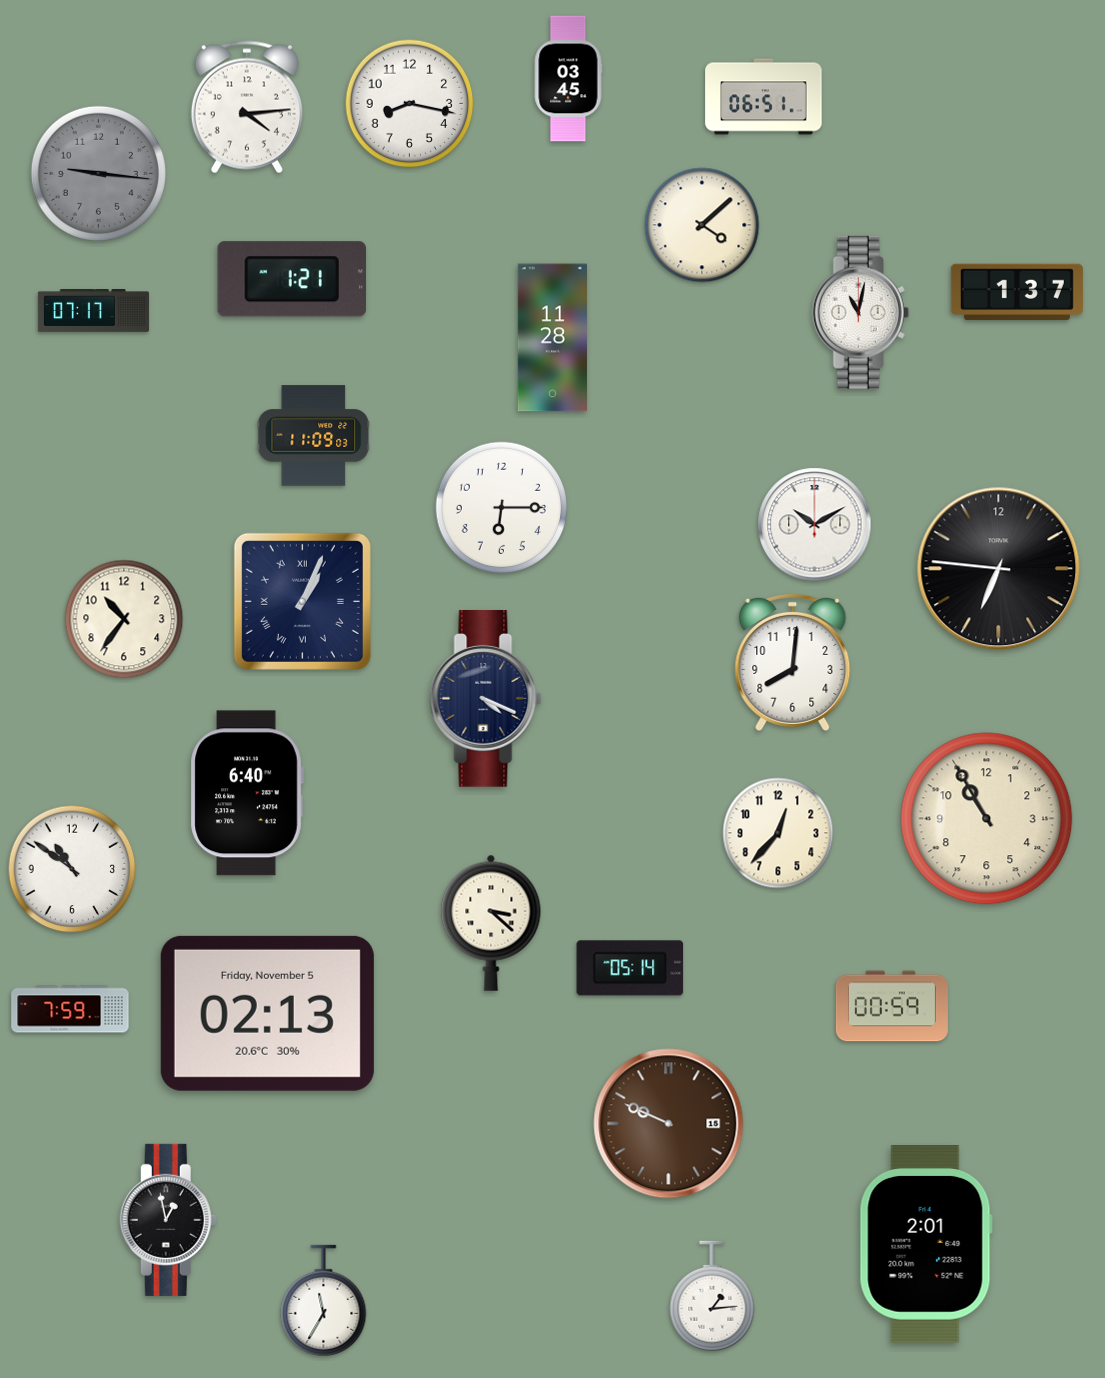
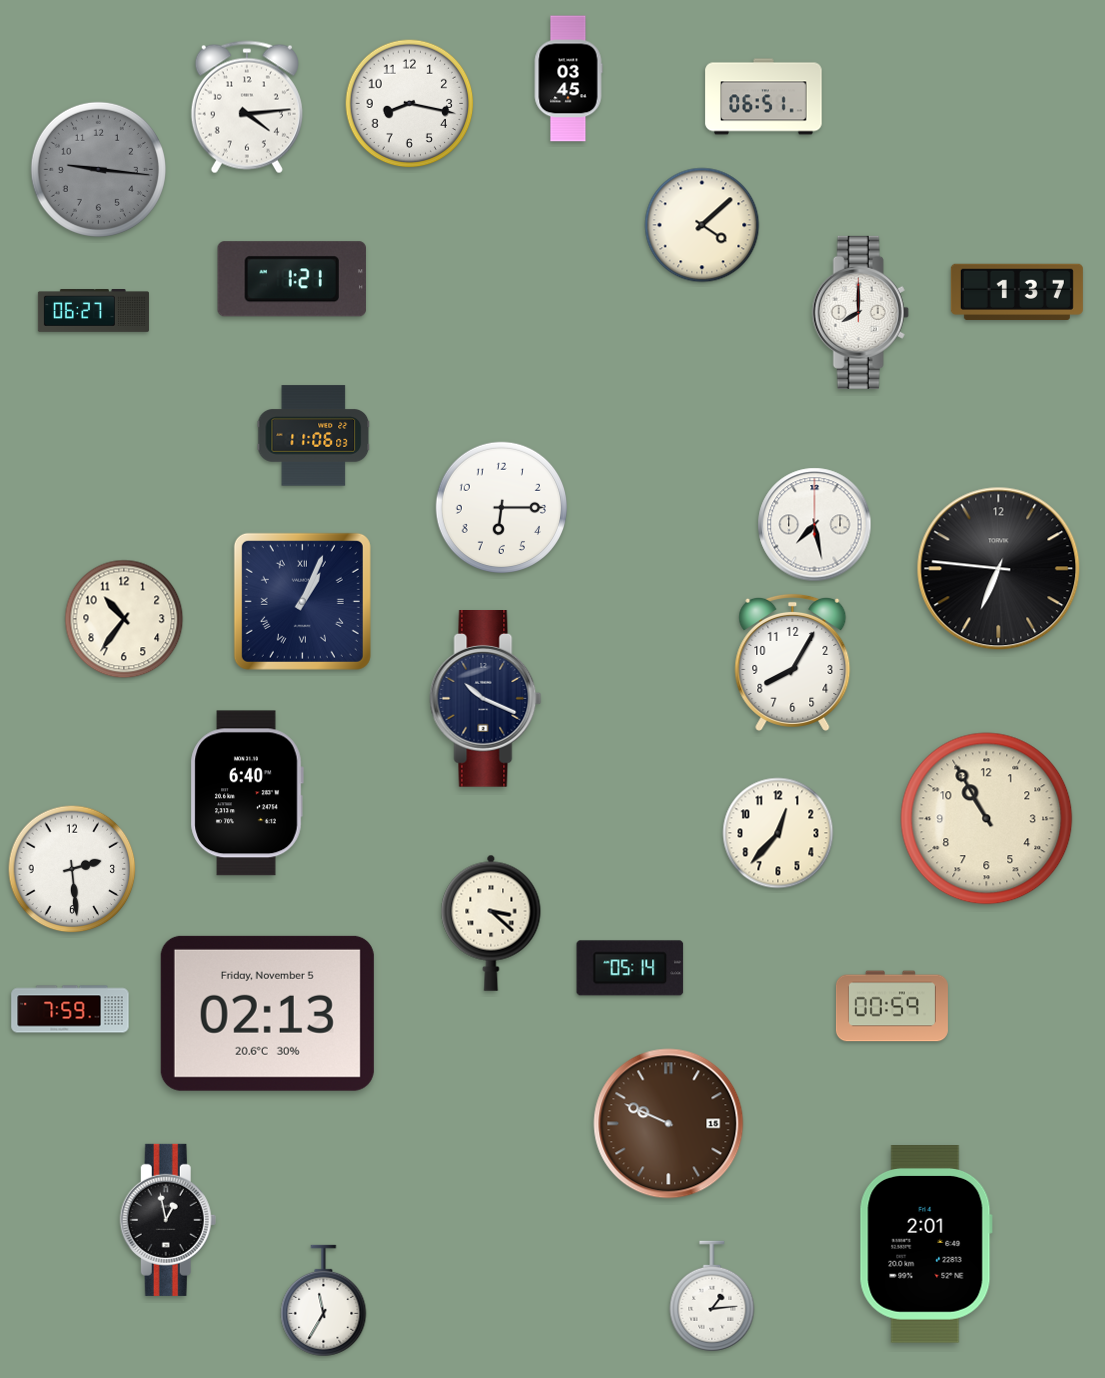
clock at (98, 173) position: (98, 173) -> (98, 169)
clock at (93, 311): 07:17 -> 06:27
clock at (860, 312): 11:02 -> 8:00
clock at (552, 338): 11:28 -> none
clock at (314, 436): 11:09 -> 11:06
clock at (815, 525): 10:10 -> 7:28
clock at (793, 662): 8:01 -> 8:05
clock at (486, 699): 4:19 -> 10:19
clock at (72, 869): 10:51 -> 2:29
